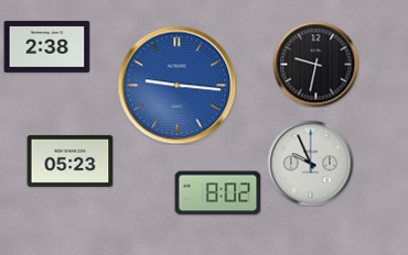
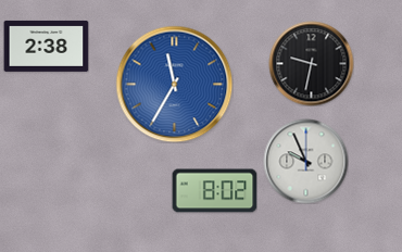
clock at (176, 85): 9:16 -> 11:35
clock at (69, 160): 05:23 -> none
